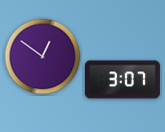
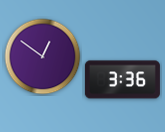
clock at (122, 80): 3:07 -> 3:36
